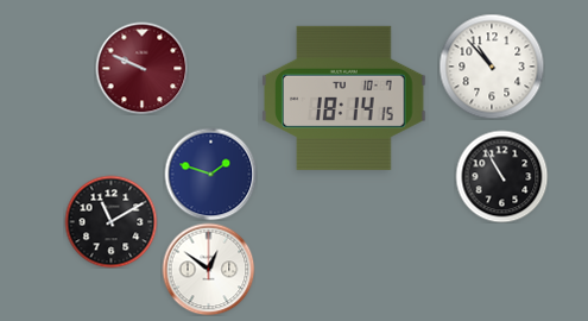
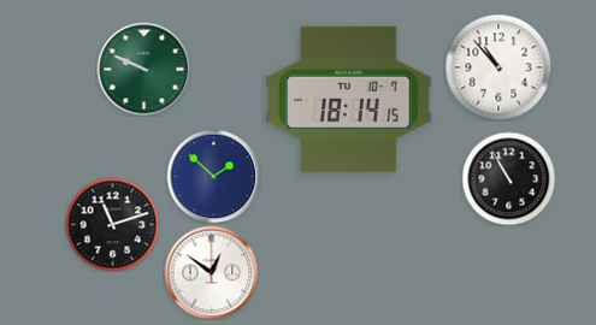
clock at (141, 68) dial: burgundy -> green
clock at (210, 174): 1:48 -> 1:52
clock at (110, 221): 11:10 -> 11:12
